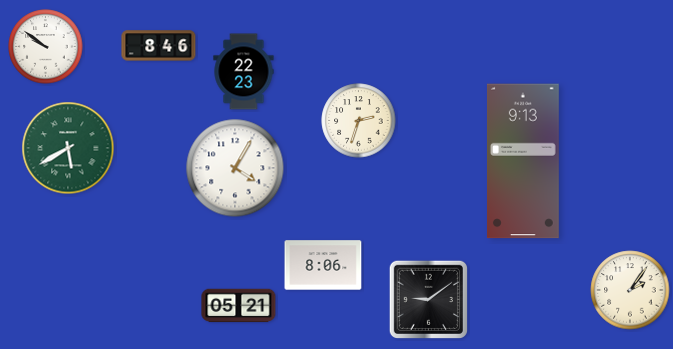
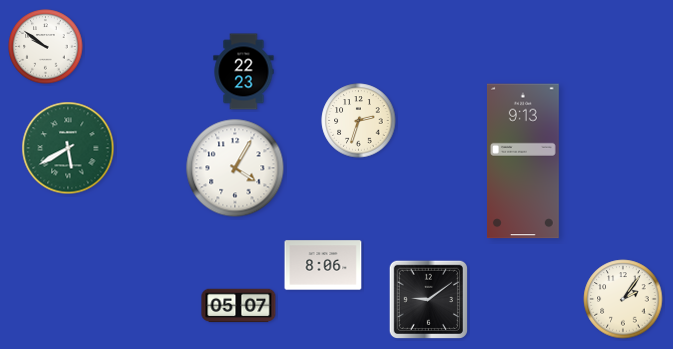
clock at (159, 46): 8:46 -> none
clock at (630, 290) position: (630, 290) -> (623, 299)
clock at (239, 306): 05:21 -> 05:07
